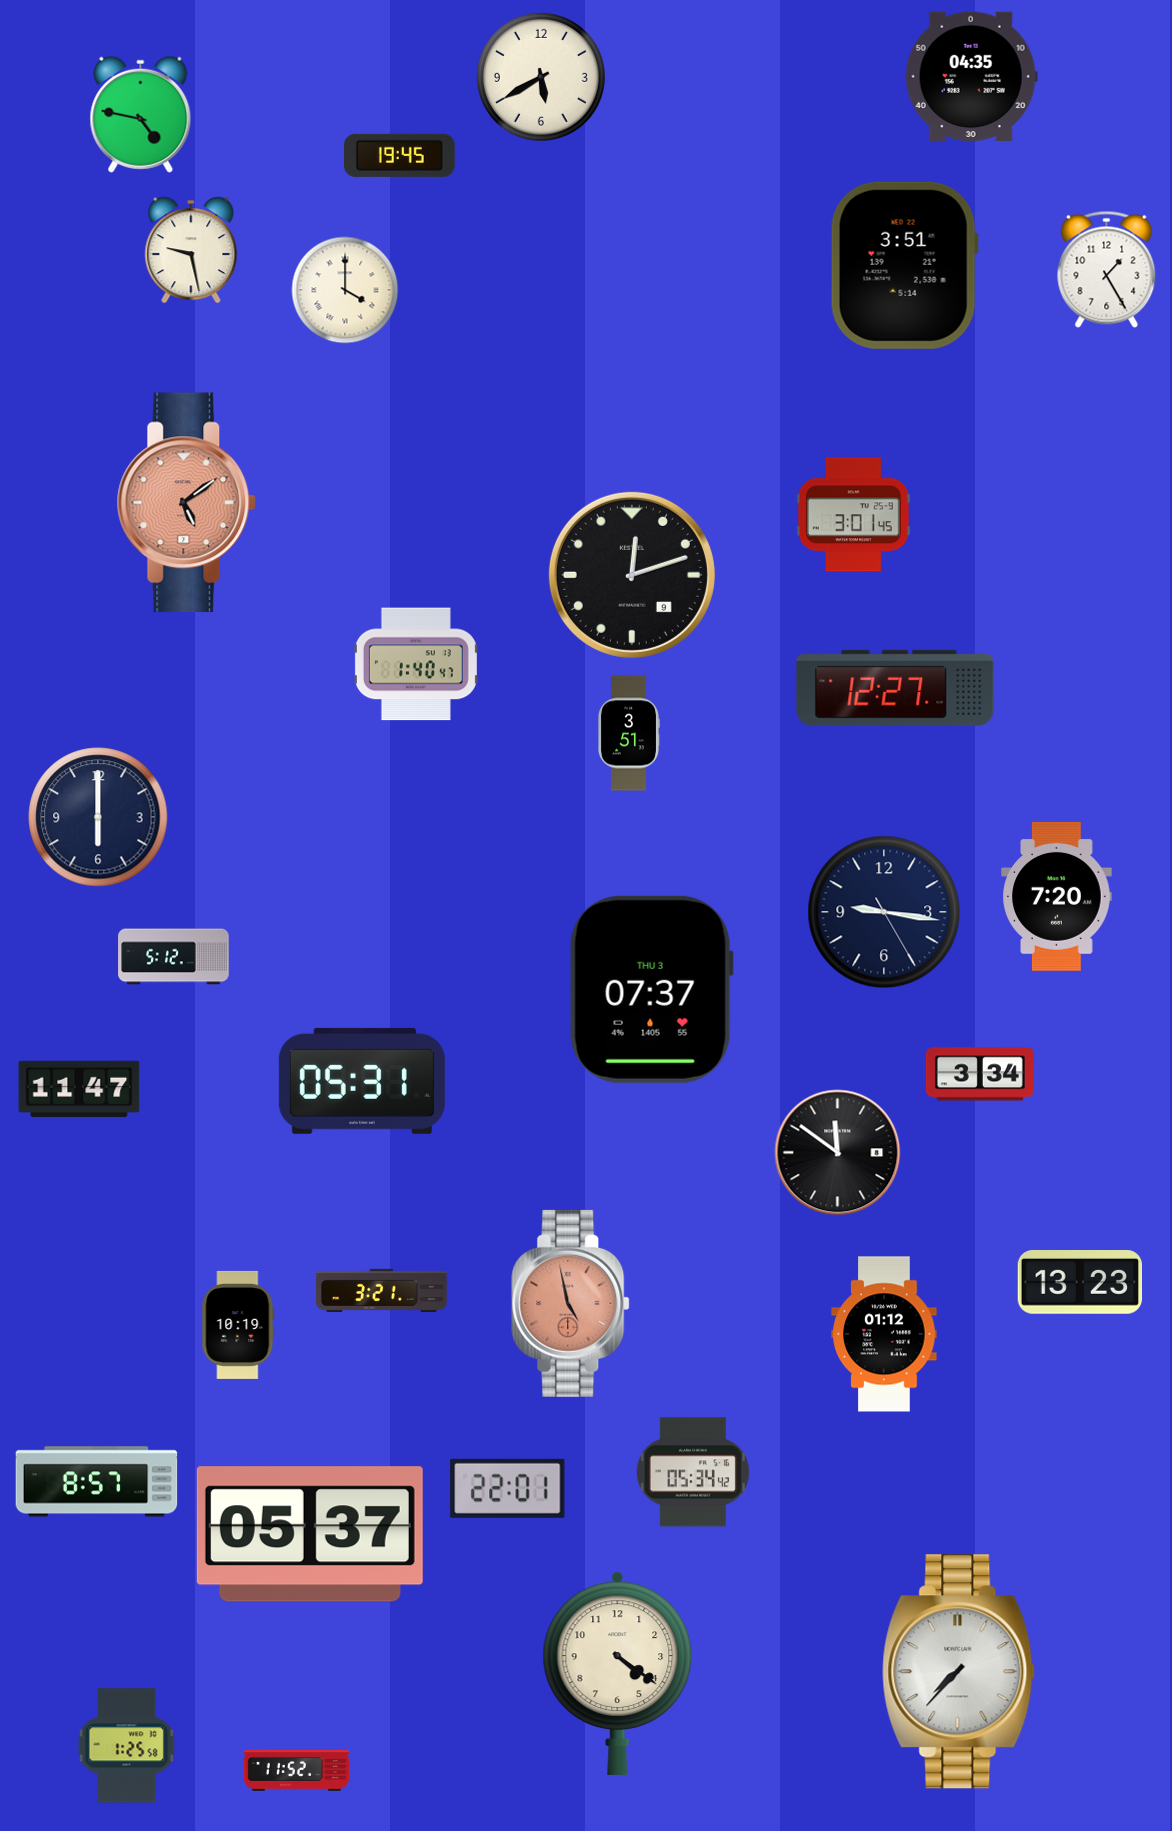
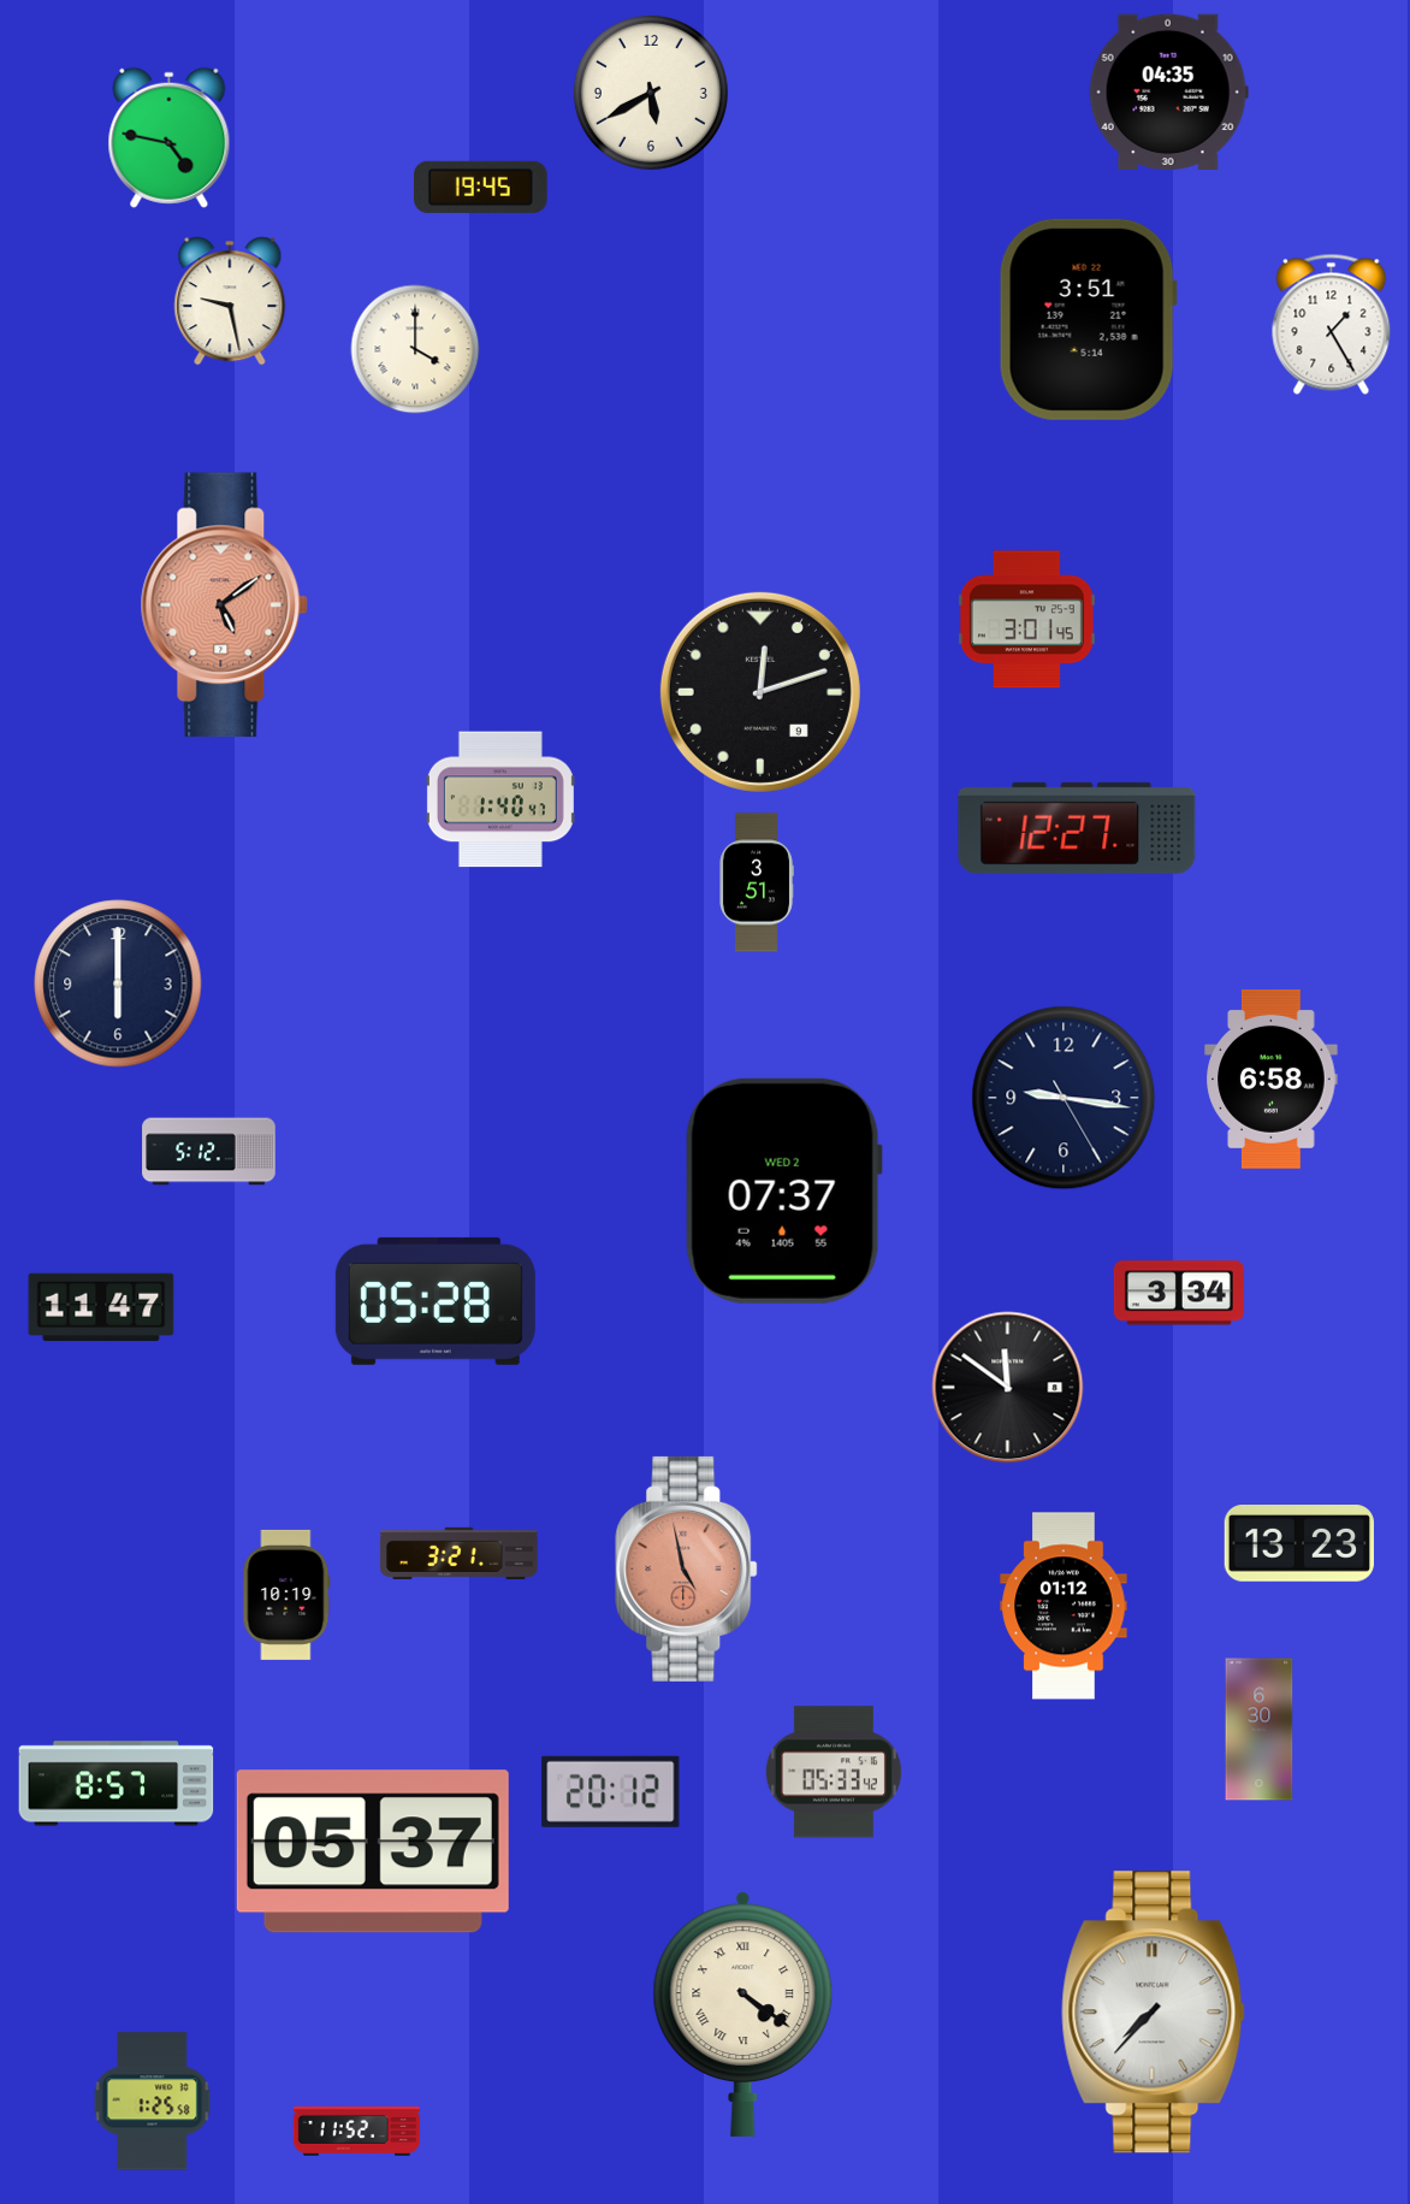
clock at (1057, 896): 7:20 -> 6:58
clock at (651, 989) date: THU 3 -> WED 2
clock at (362, 1081): 05:31 -> 05:28
clock at (79, 1089) position: (79, 1089) -> (101, 1307)
clock at (1260, 1730): none -> 6:30
clock at (693, 1472): 05:34 -> 05:33
clock at (508, 1488): 22:01 -> 20:12
clock at (310, 1534) position: (310, 1534) -> (373, 1851)
clock at (618, 1673) numerals: Arabic -> Roman
